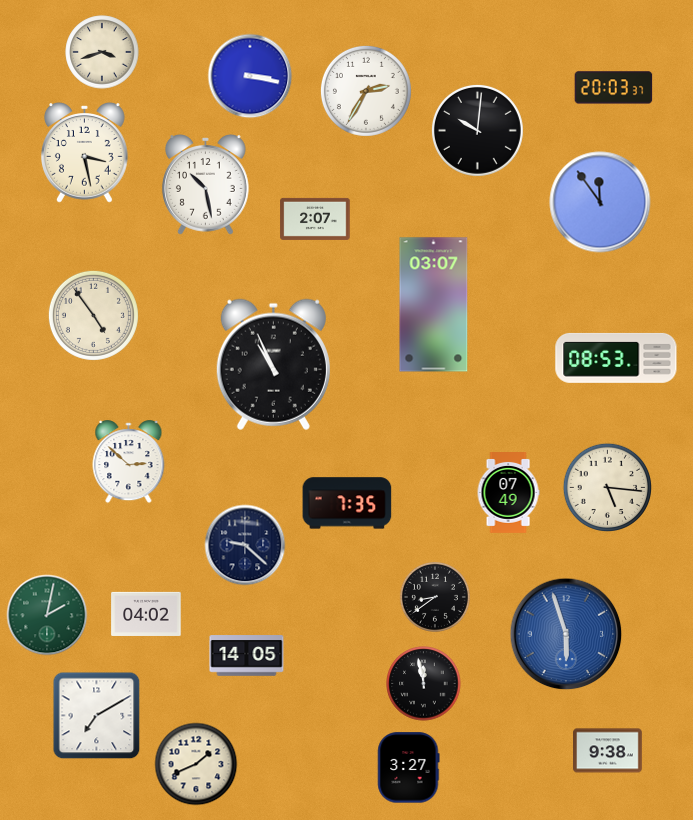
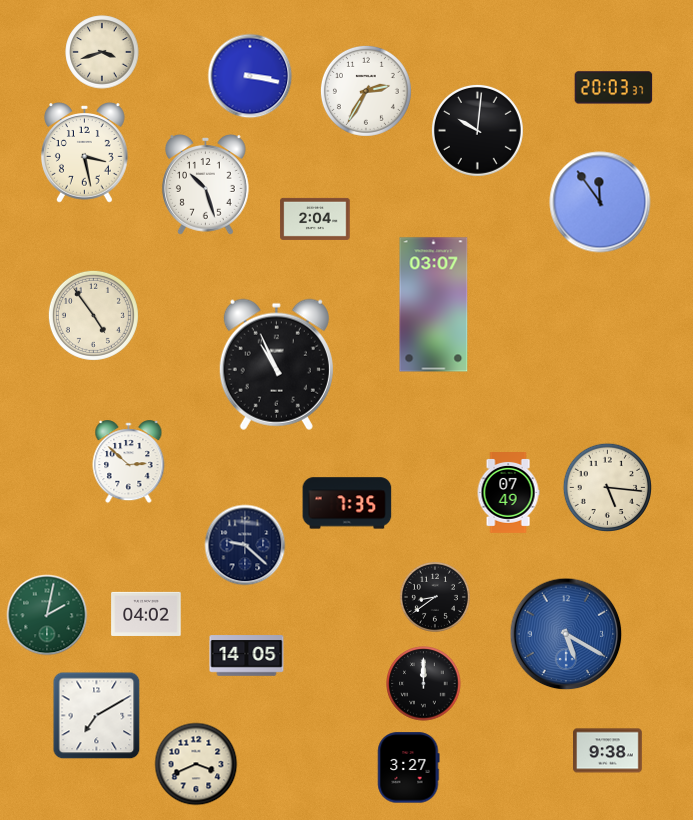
clock at (206, 185): 10:28 -> 10:27
clock at (315, 219): 2:07 -> 2:04
clock at (616, 358): 08:53 -> none
clock at (273, 364) position: (273, 364) -> (276, 364)
clock at (566, 634): 5:57 -> 5:20
clock at (424, 684): 11:58 -> 12:00
clock at (196, 764): 1:41 -> 3:41
